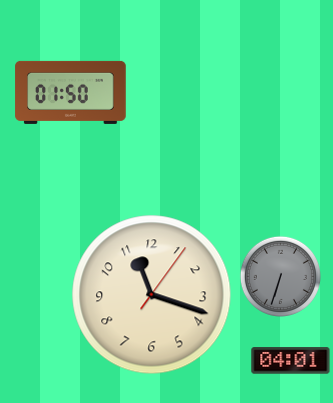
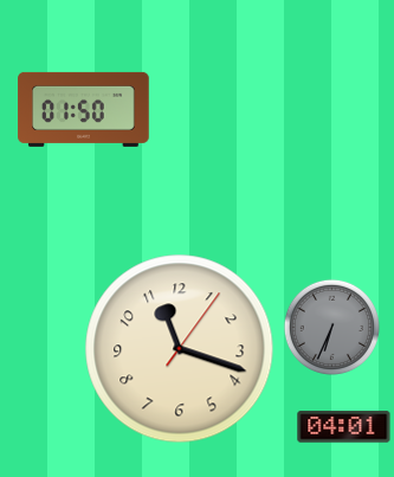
clock at (280, 276): 6:33 -> 6:34
